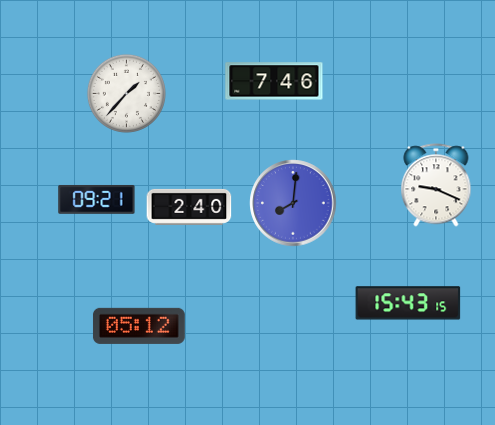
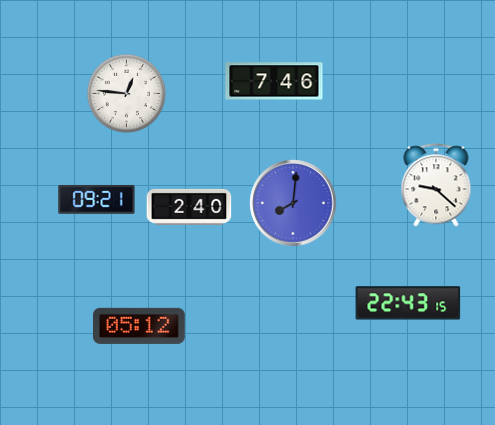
clock at (126, 93): 1:37 -> 12:46
clock at (436, 185): 9:19 -> 9:22
clock at (408, 303): 15:43 -> 22:43
